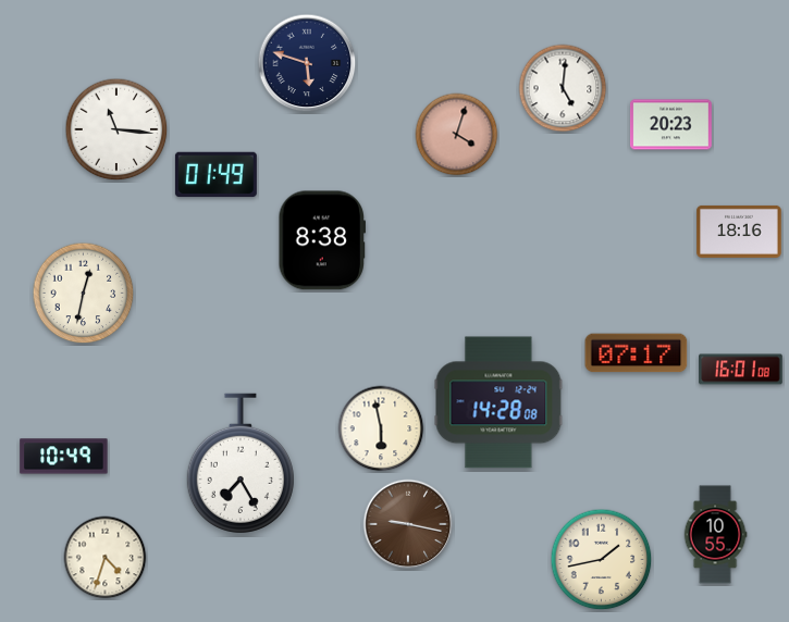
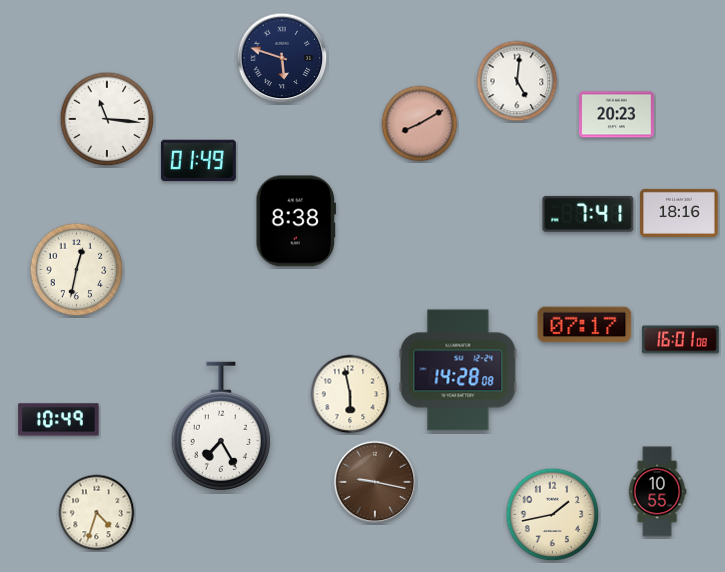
clock at (457, 135): 4:03 -> 8:10
clock at (588, 214): none -> 7:41
